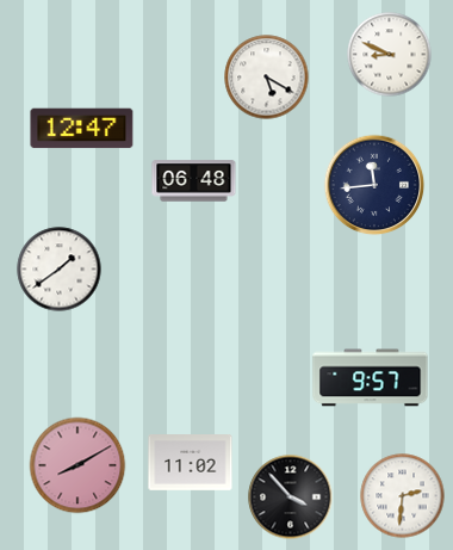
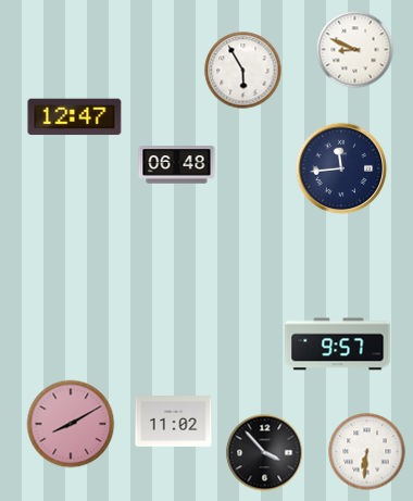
clock at (267, 78): 5:20 -> 5:55
clock at (60, 270): 1:39 -> none
clock at (403, 496): 2:31 -> 6:31
